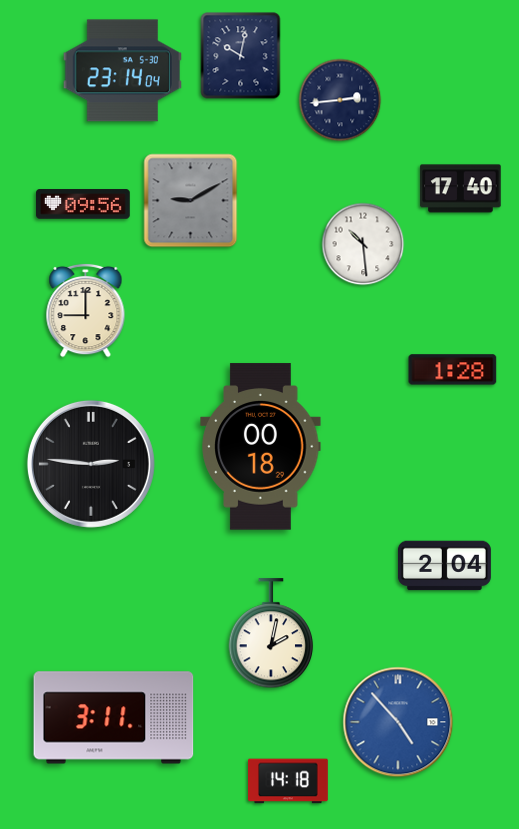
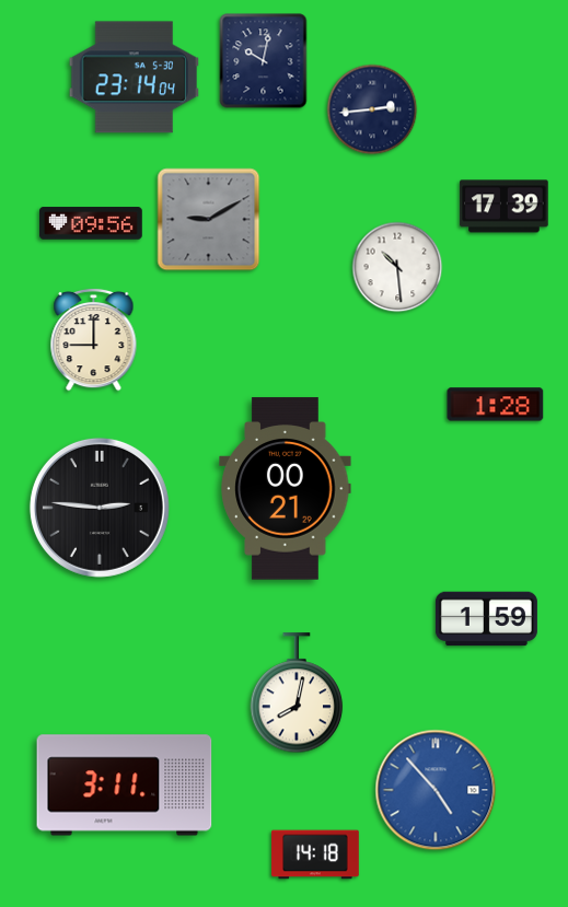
clock at (461, 189): 17:40 -> 17:39
clock at (261, 447): 00:18 -> 00:21
clock at (444, 566): 2:04 -> 1:59
clock at (271, 634): 2:02 -> 8:02
